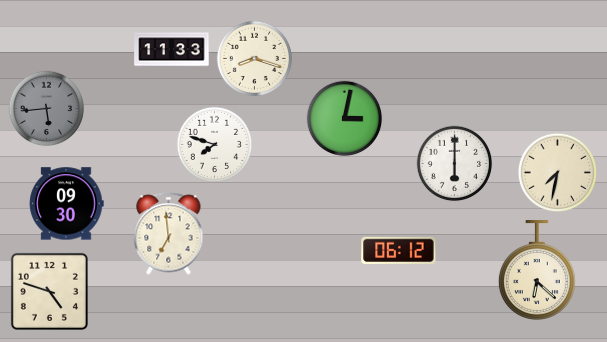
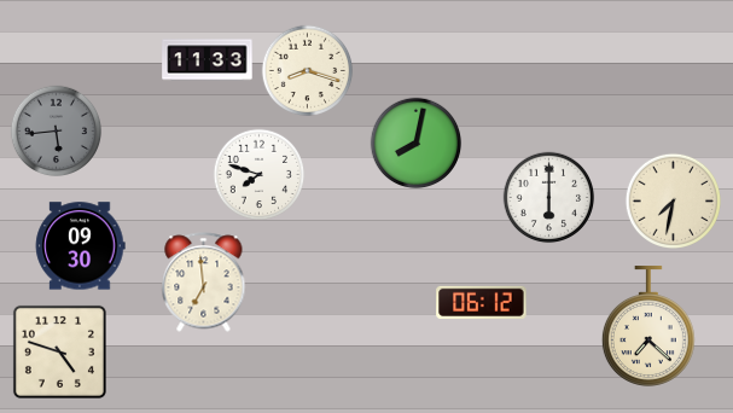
clock at (345, 119): 3:02 -> 8:02
clock at (557, 172) position: (557, 172) -> (673, 200)
clock at (537, 270): 6:22 -> 7:22
